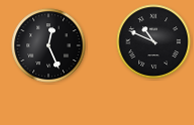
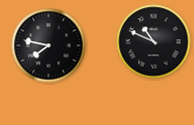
clock at (49, 46): 12:26 -> 7:47
